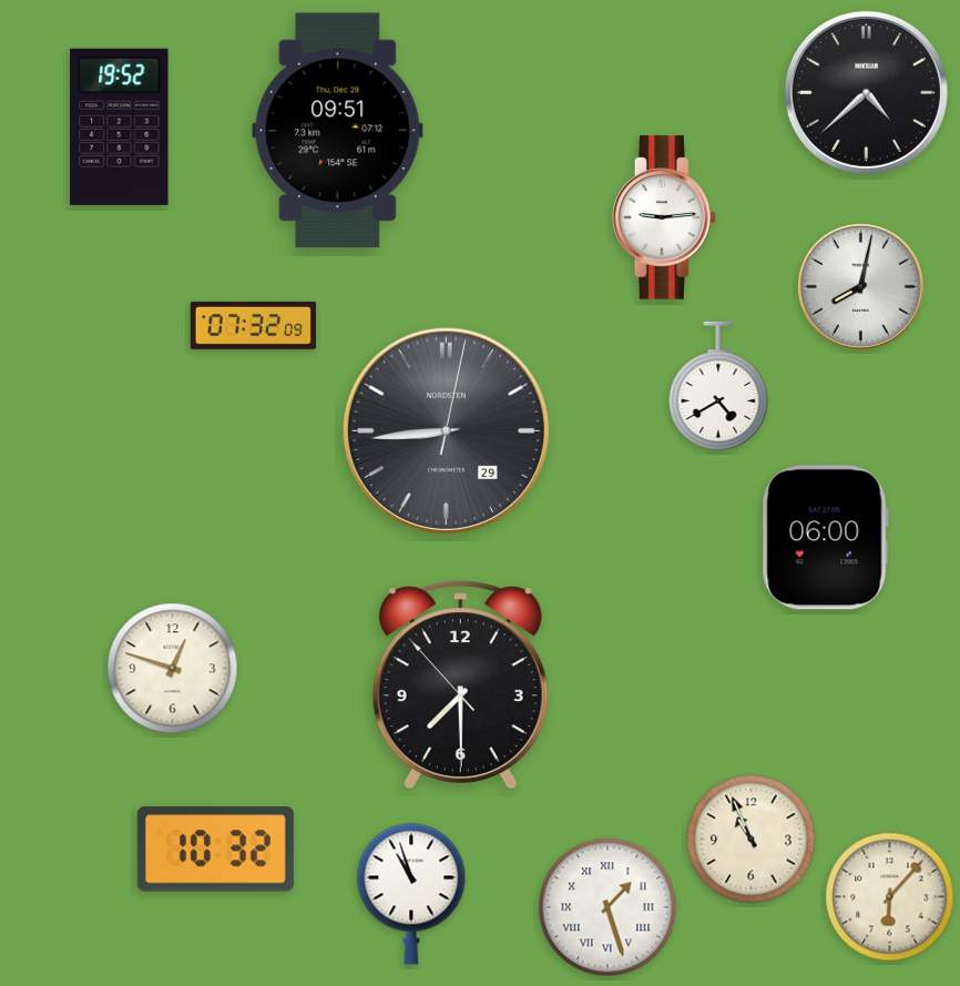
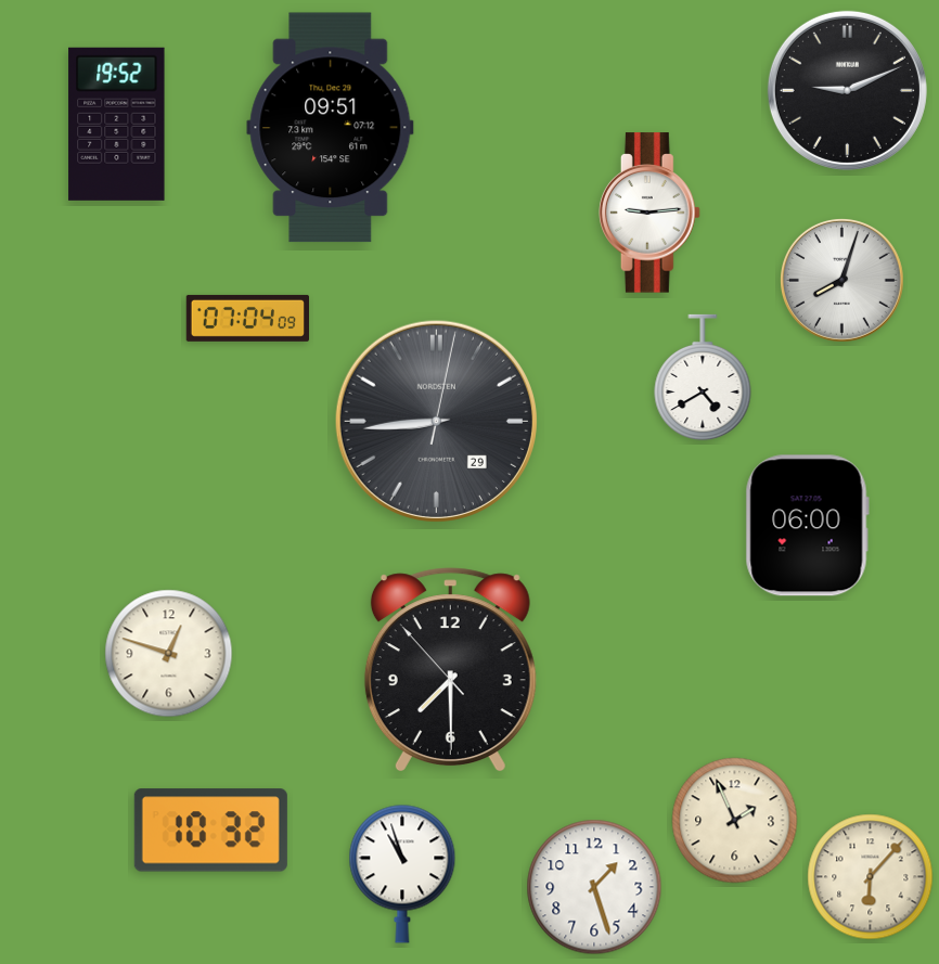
clock at (866, 92): 4:38 -> 9:11
clock at (860, 286): 8:02 -> 8:03
clock at (253, 325): 07:32 -> 07:04
clock at (752, 840): 10:56 -> 1:56
clock at (607, 907) numerals: Roman -> Arabic
